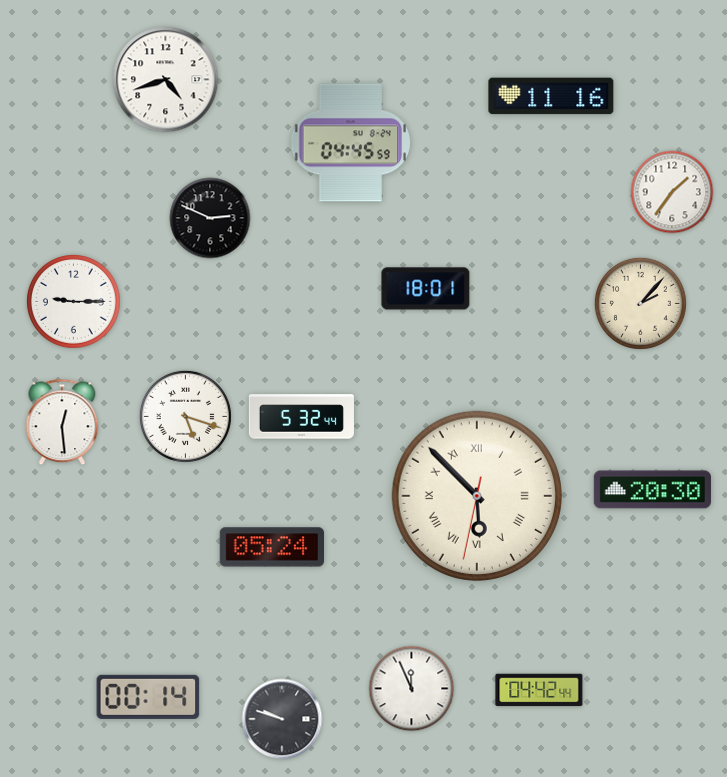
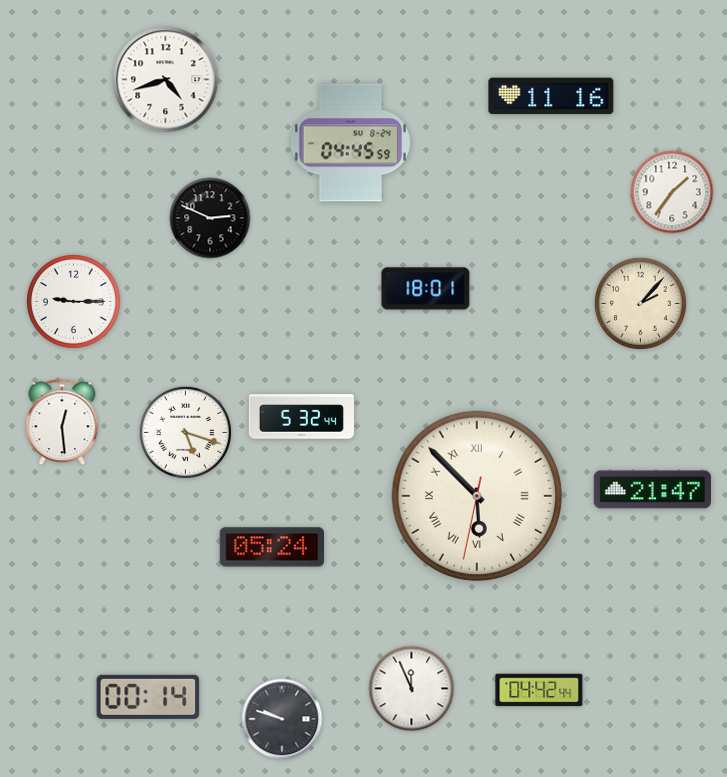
clock at (185, 416) position: (185, 416) -> (185, 432)
clock at (652, 490): 20:30 -> 21:47
